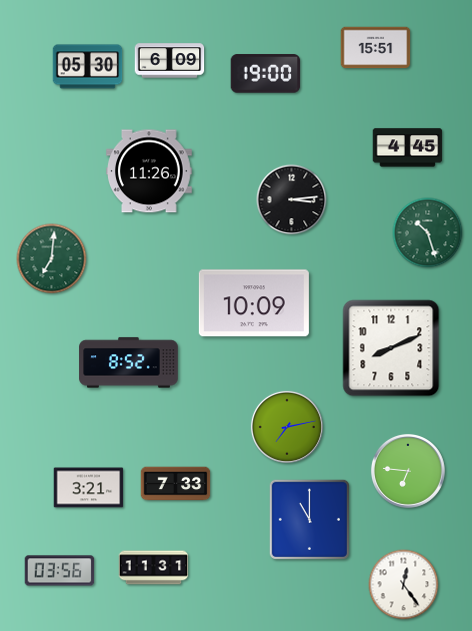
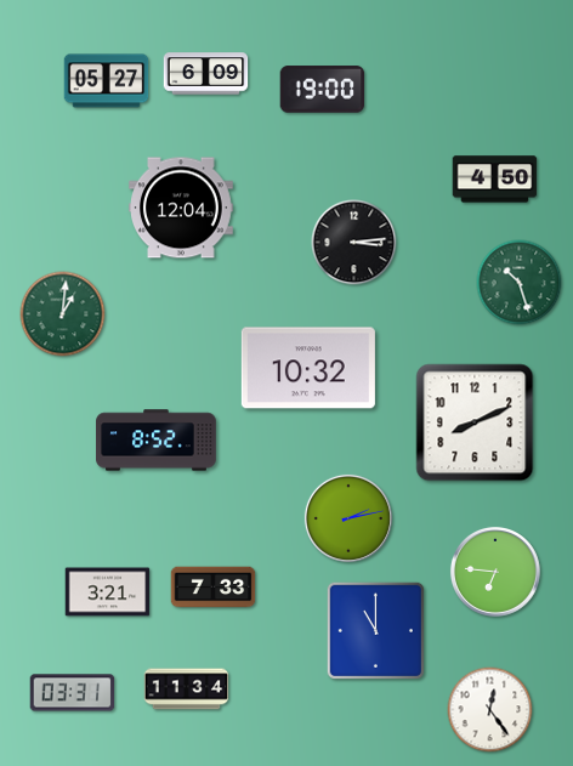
clock at (376, 48): 15:51 -> none
clock at (88, 67): 05:30 -> 05:27
clock at (408, 148): 4:45 -> 4:50
clock at (149, 171): 11:26 -> 12:04
clock at (52, 259): 7:01 -> 1:01
clock at (254, 303): 10:09 -> 10:32
clock at (287, 427): 7:13 -> 2:13
clock at (154, 568): 11:31 -> 11:34
clock at (60, 571): 03:56 -> 03:31
